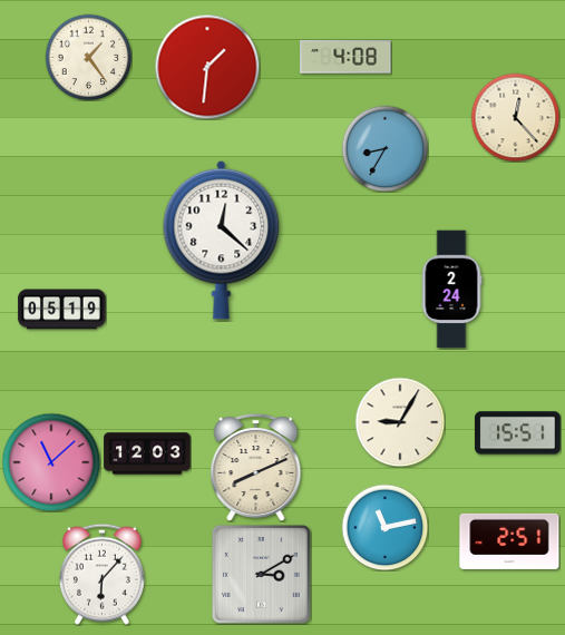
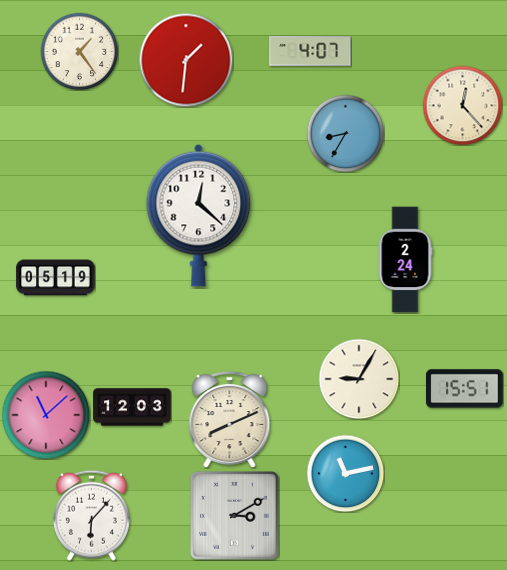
clock at (345, 57): 4:08 -> 4:07
clock at (509, 541): 2:51 -> none
